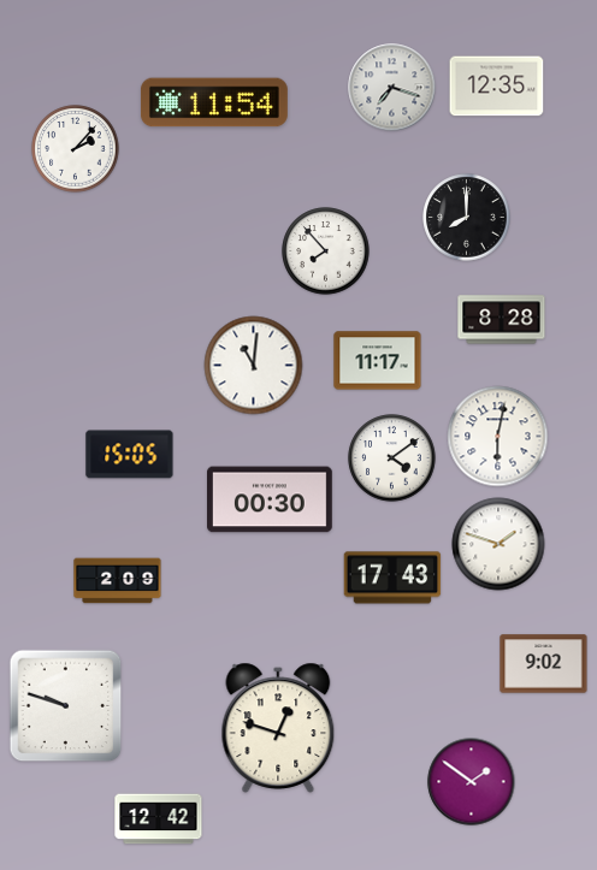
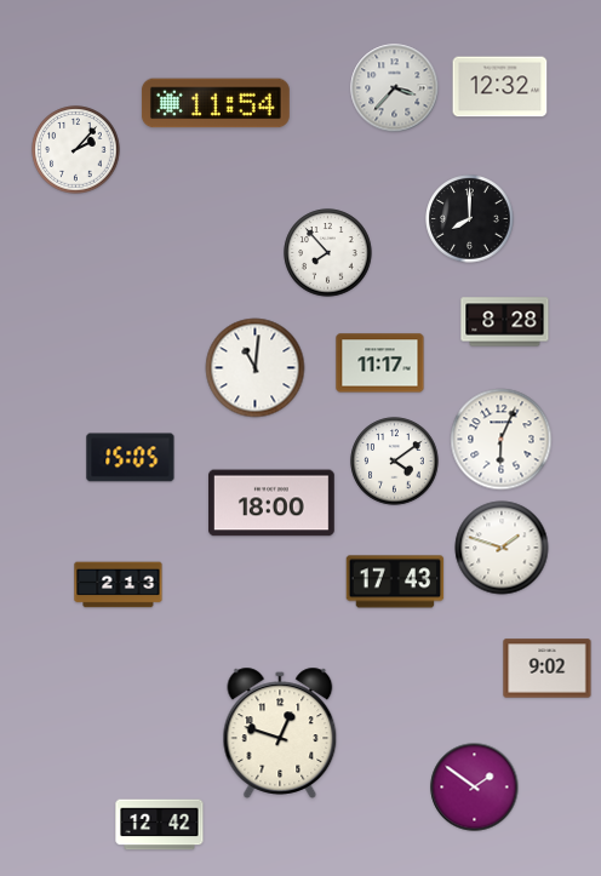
clock at (497, 87): 12:35 -> 12:32
clock at (392, 88): 7:18 -> 3:37
clock at (498, 437): 6:02 -> 6:04
clock at (271, 499): 00:30 -> 18:00
clock at (118, 581): 2:09 -> 2:13
clock at (66, 706): 9:48 -> none
